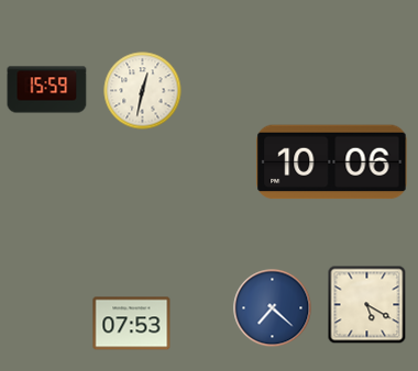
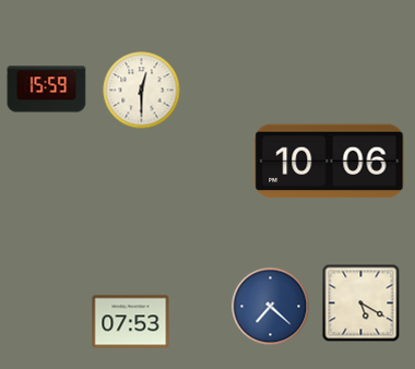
clock at (143, 91): 12:32 -> 12:30
clock at (367, 305) position: (367, 305) -> (361, 303)
